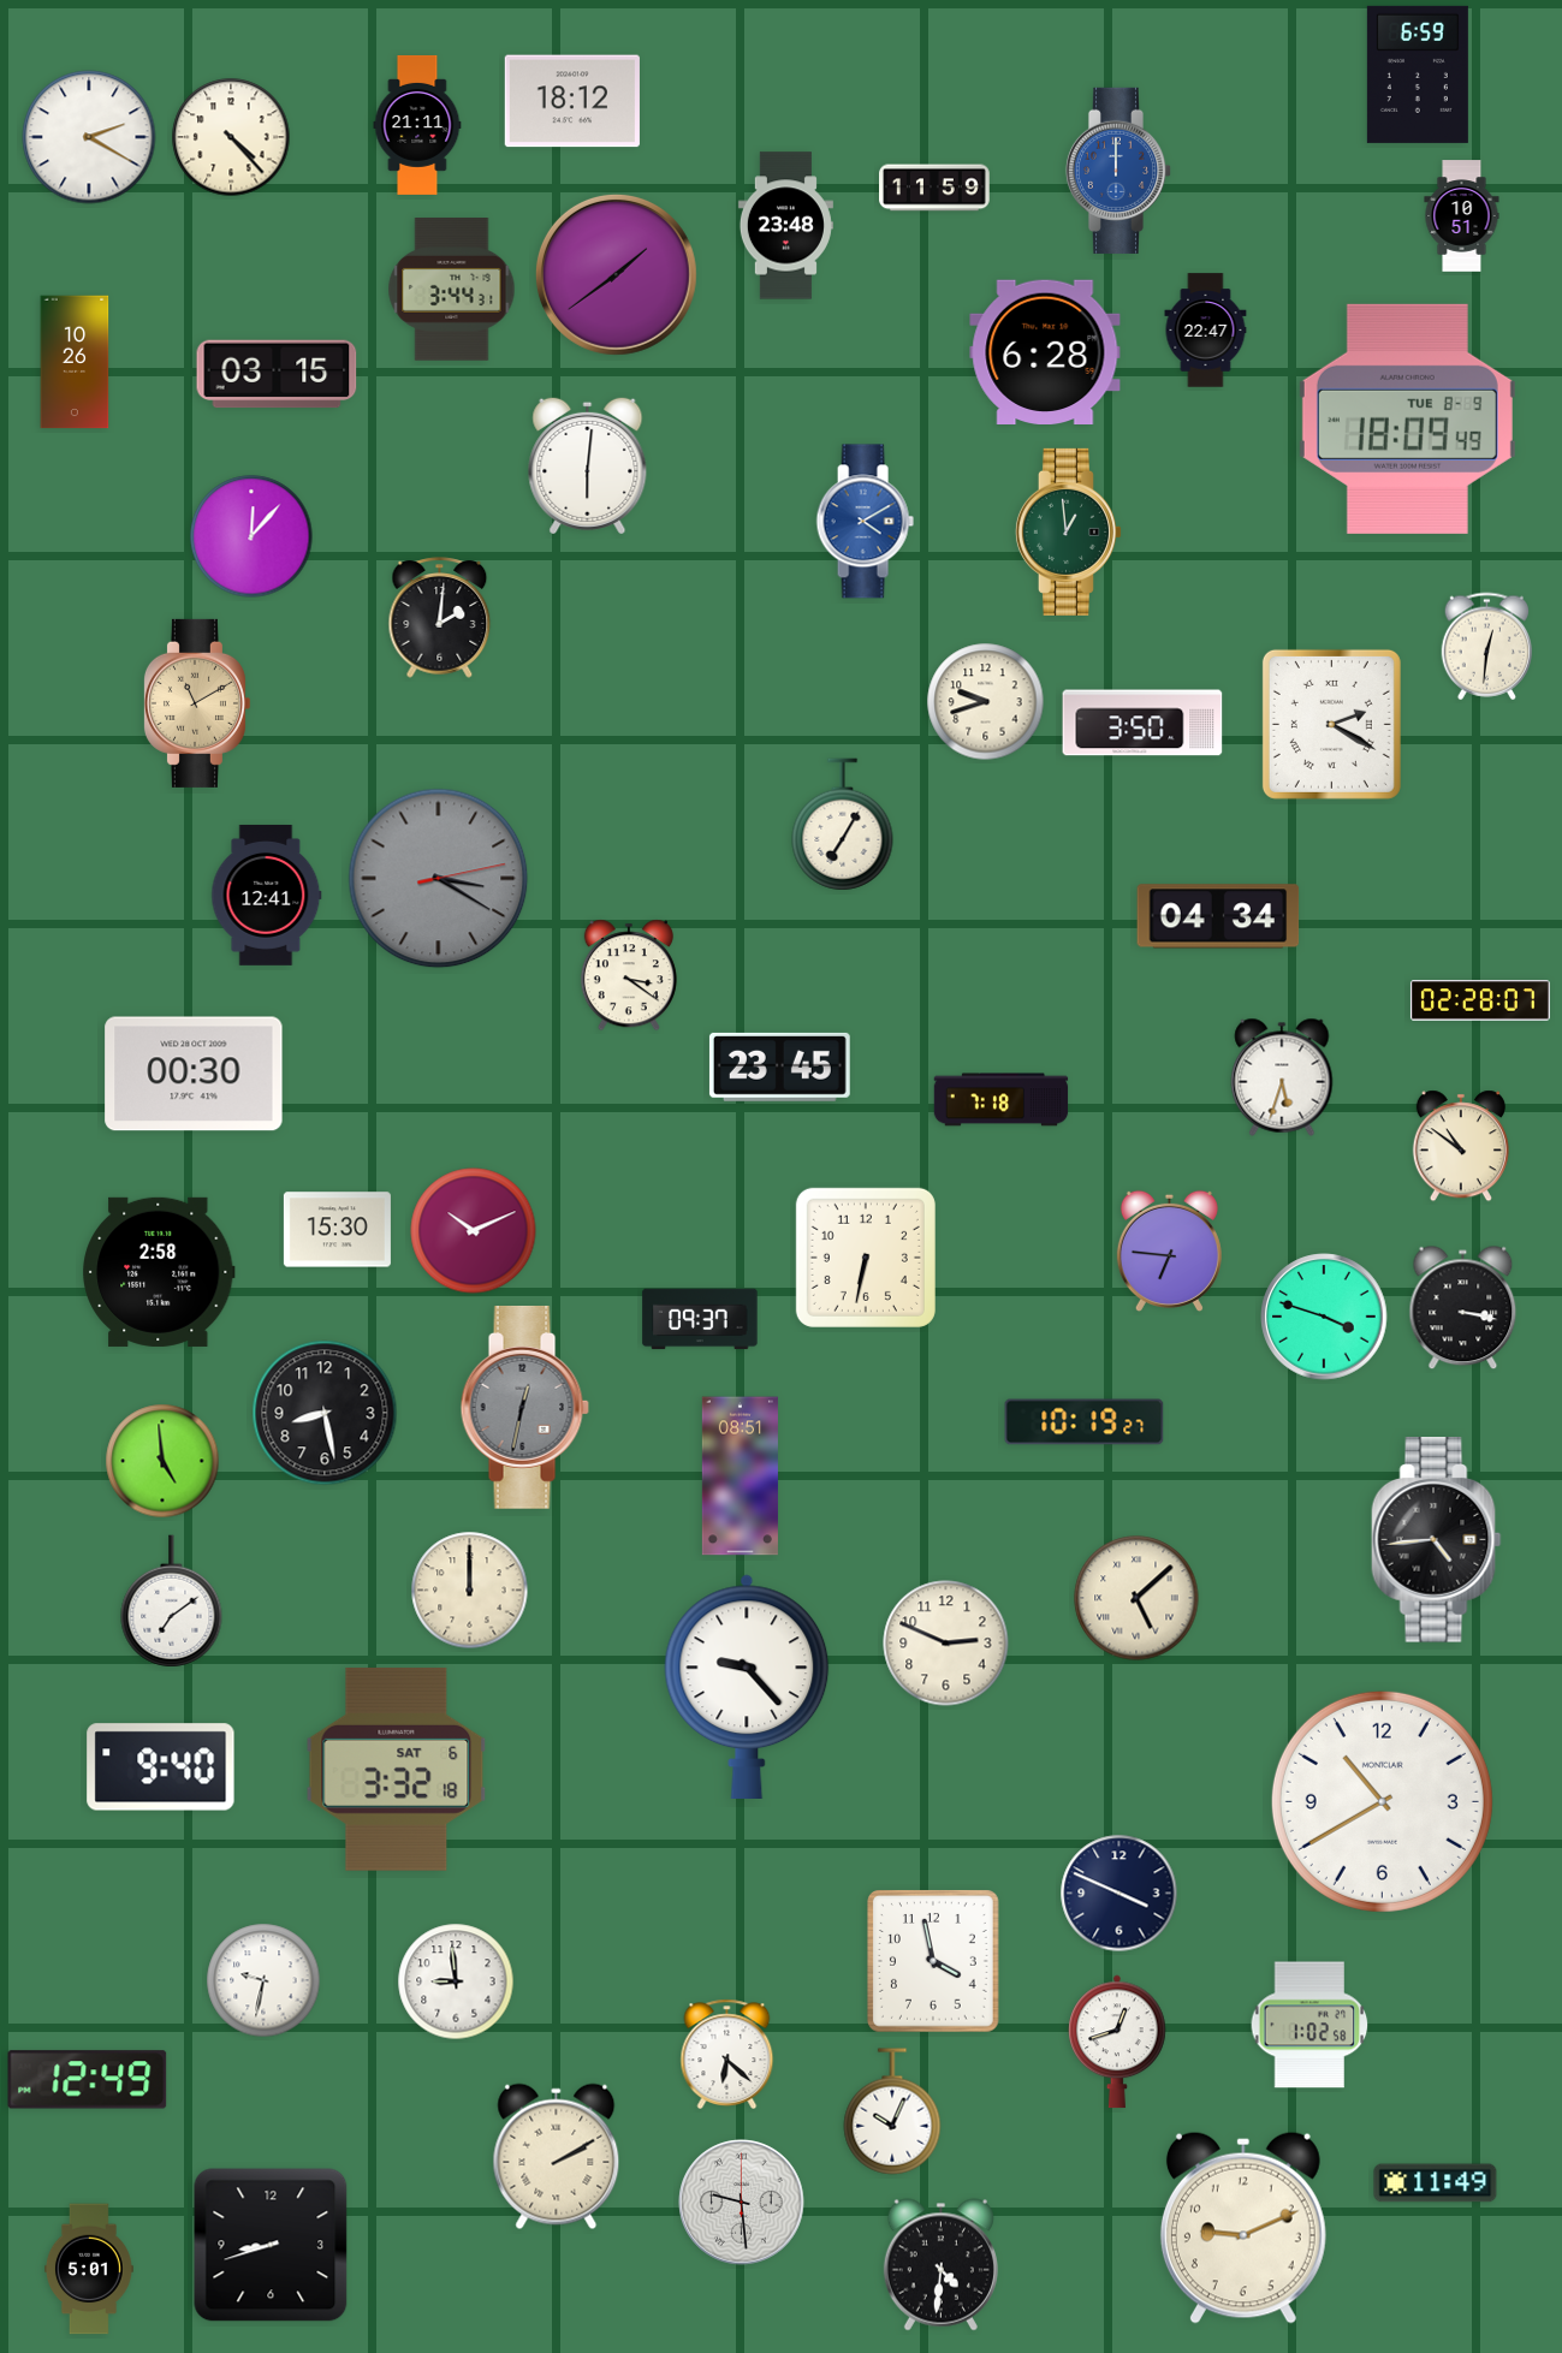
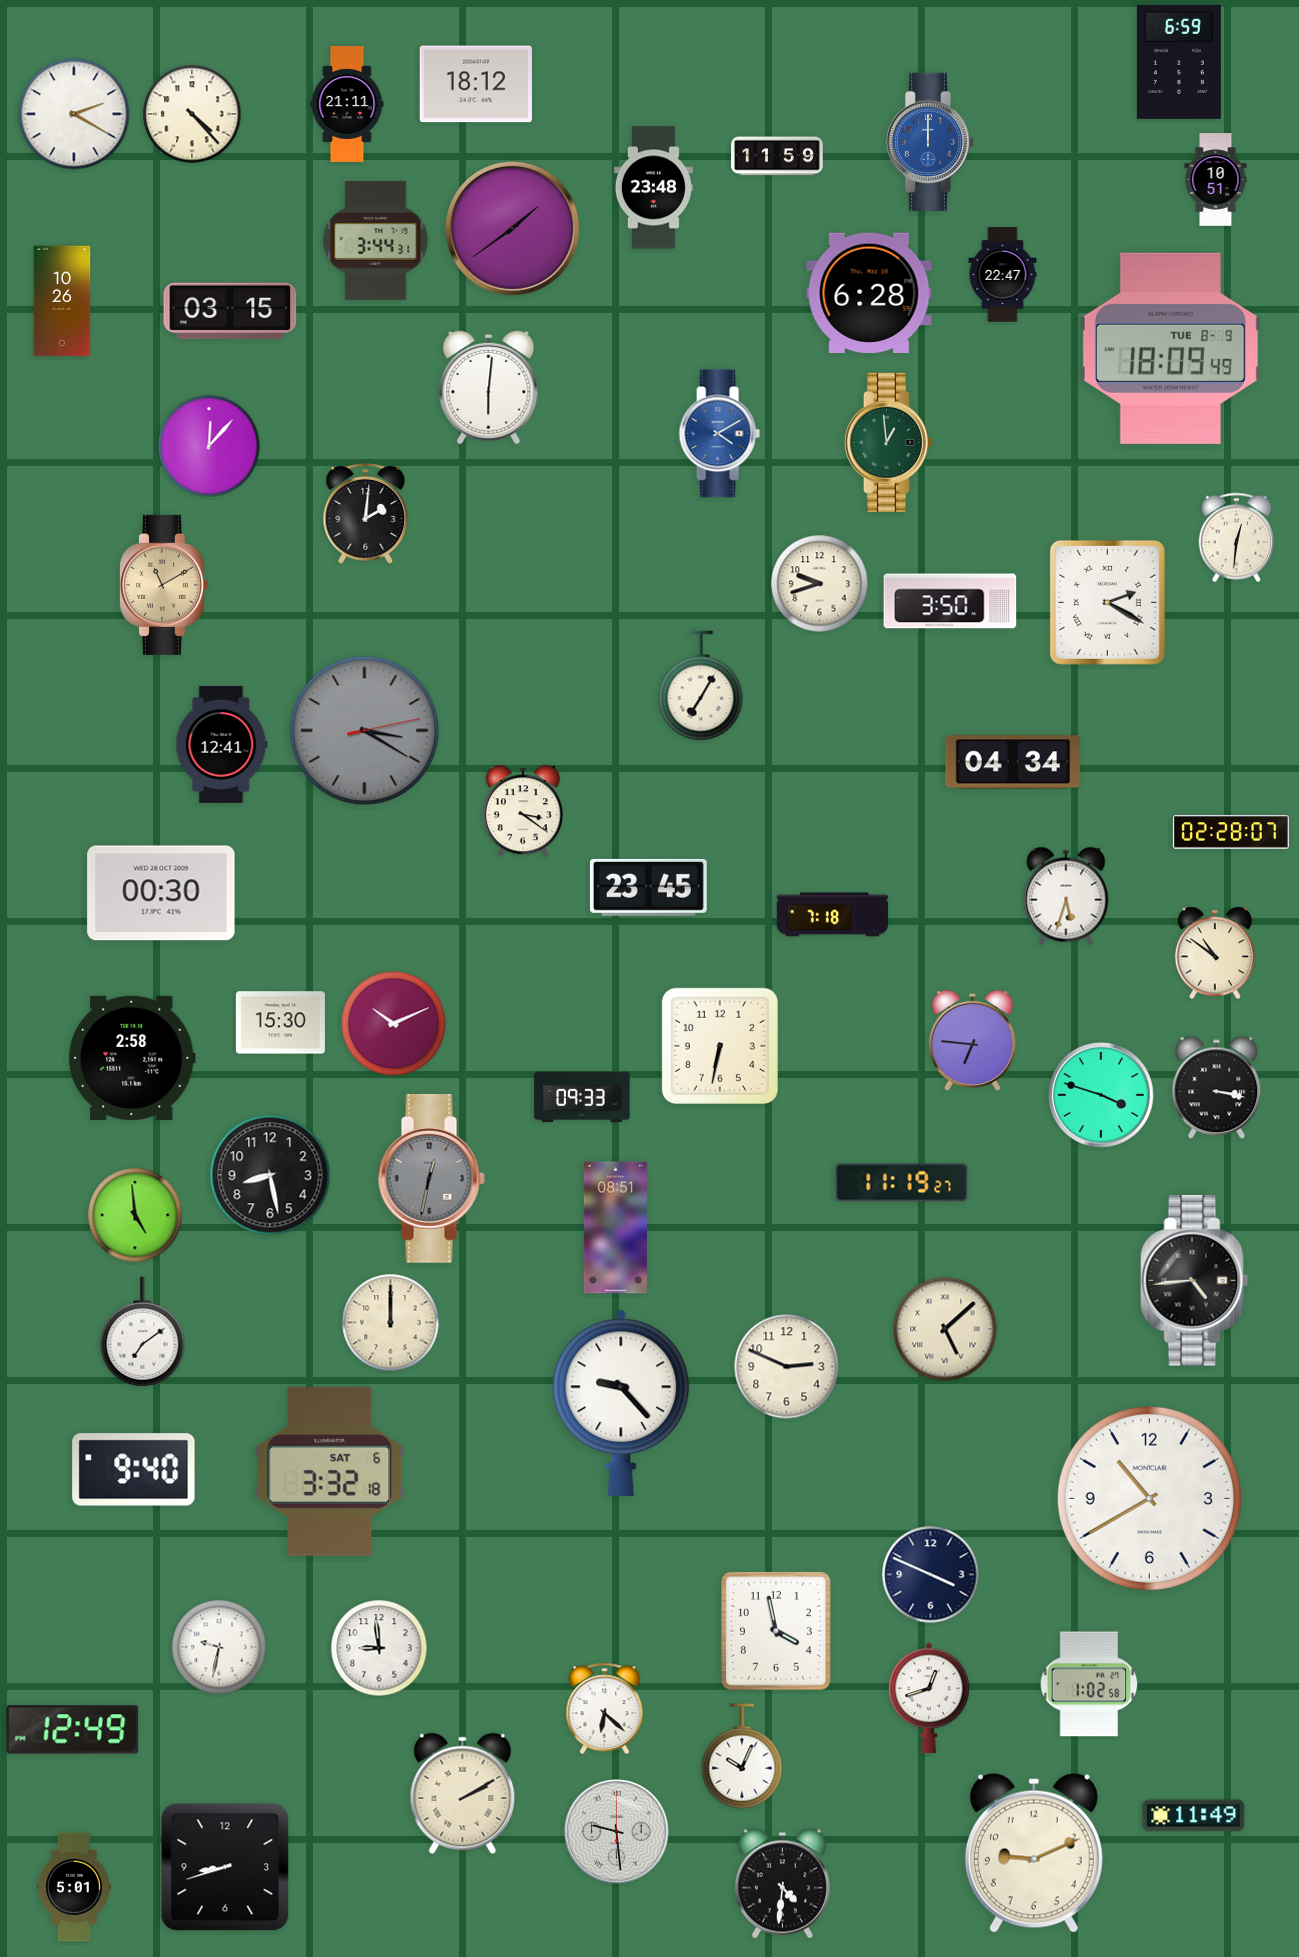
clock at (700, 1319): 09:37 -> 09:33
clock at (524, 1407) position: (524, 1407) -> (431, 1178)
clock at (1085, 1422): 10:19 -> 11:19
